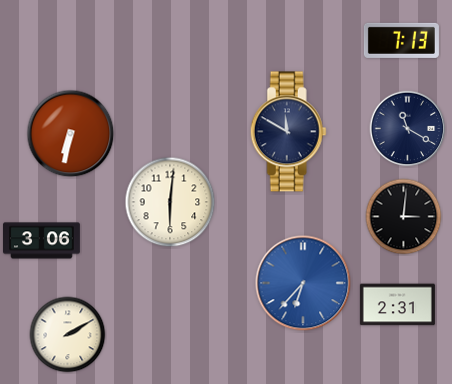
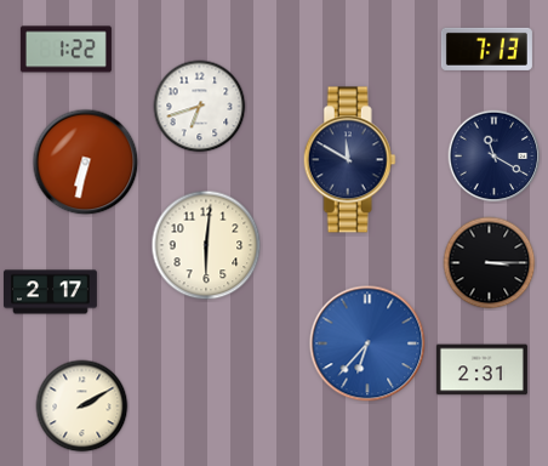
clock at (65, 50): none -> 1:22
clock at (200, 107): none -> 6:42
clock at (404, 217): 3:01 -> 3:15
clock at (42, 241): 3:06 -> 2:17
